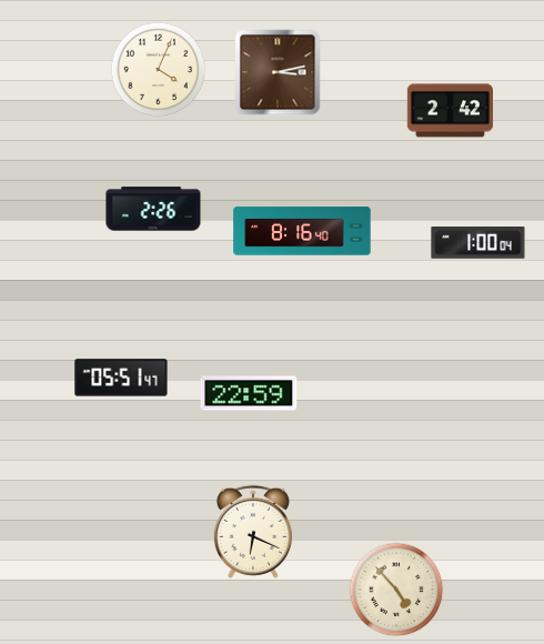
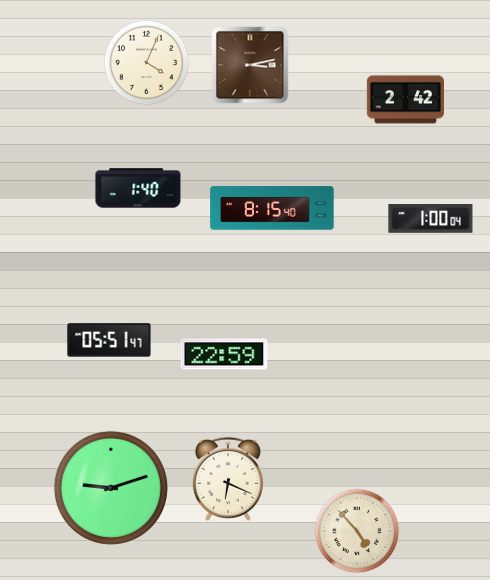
clock at (159, 70) position: (159, 70) -> (147, 63)
clock at (153, 209): 2:26 -> 1:40
clock at (302, 231): 8:16 -> 8:15
clock at (111, 488): none -> 9:12
